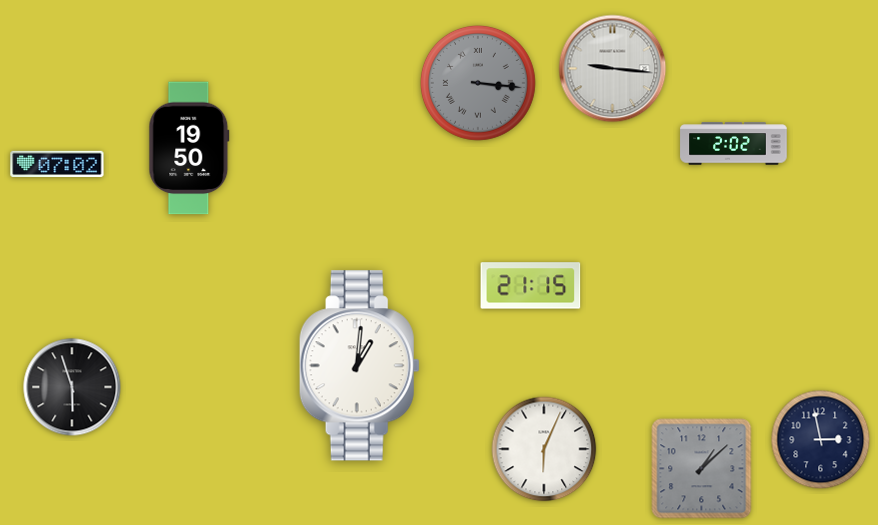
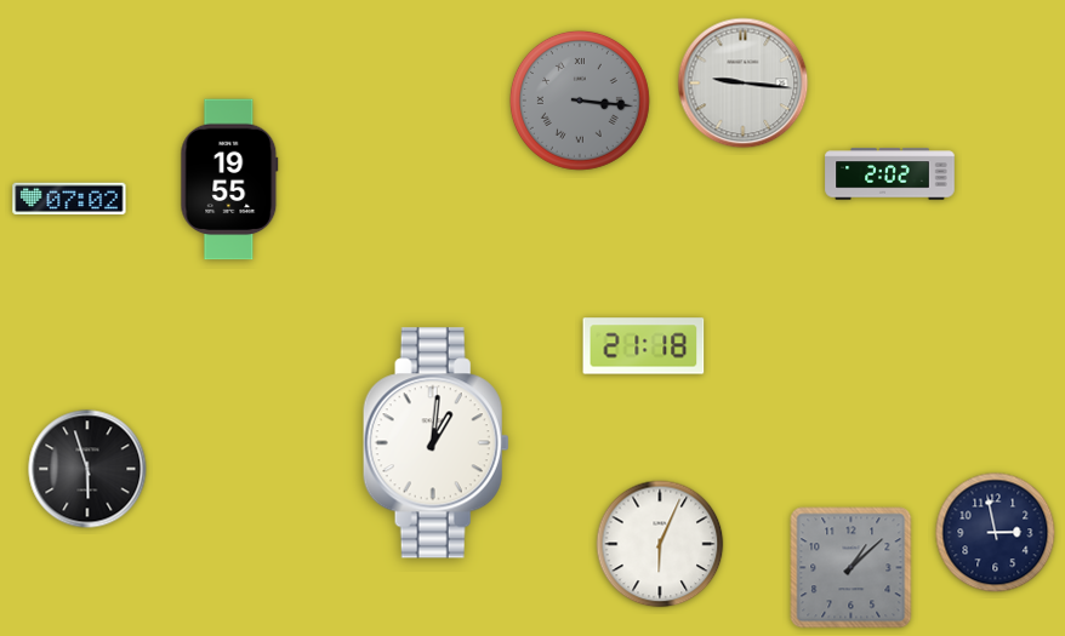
clock at (189, 148): 19:50 -> 19:55
clock at (531, 286): 21:15 -> 21:18
